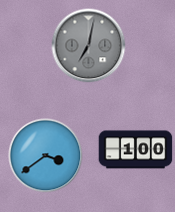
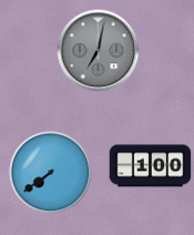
clock at (46, 156): 3:39 -> 7:39
